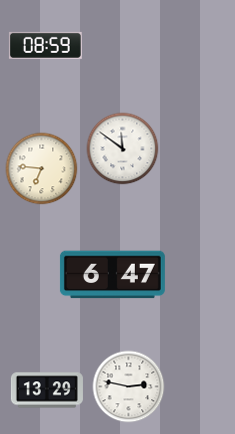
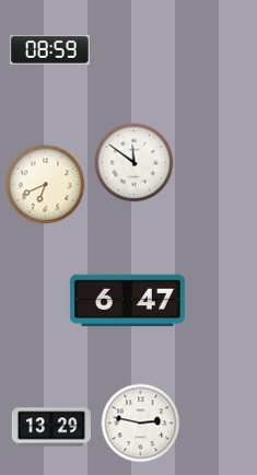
clock at (42, 169): 6:46 -> 6:41
clock at (112, 275) position: (112, 275) -> (127, 301)
